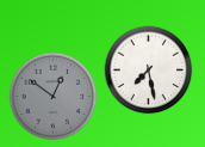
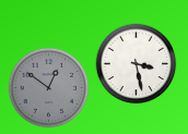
clock at (149, 71): 7:28 -> 3:28
